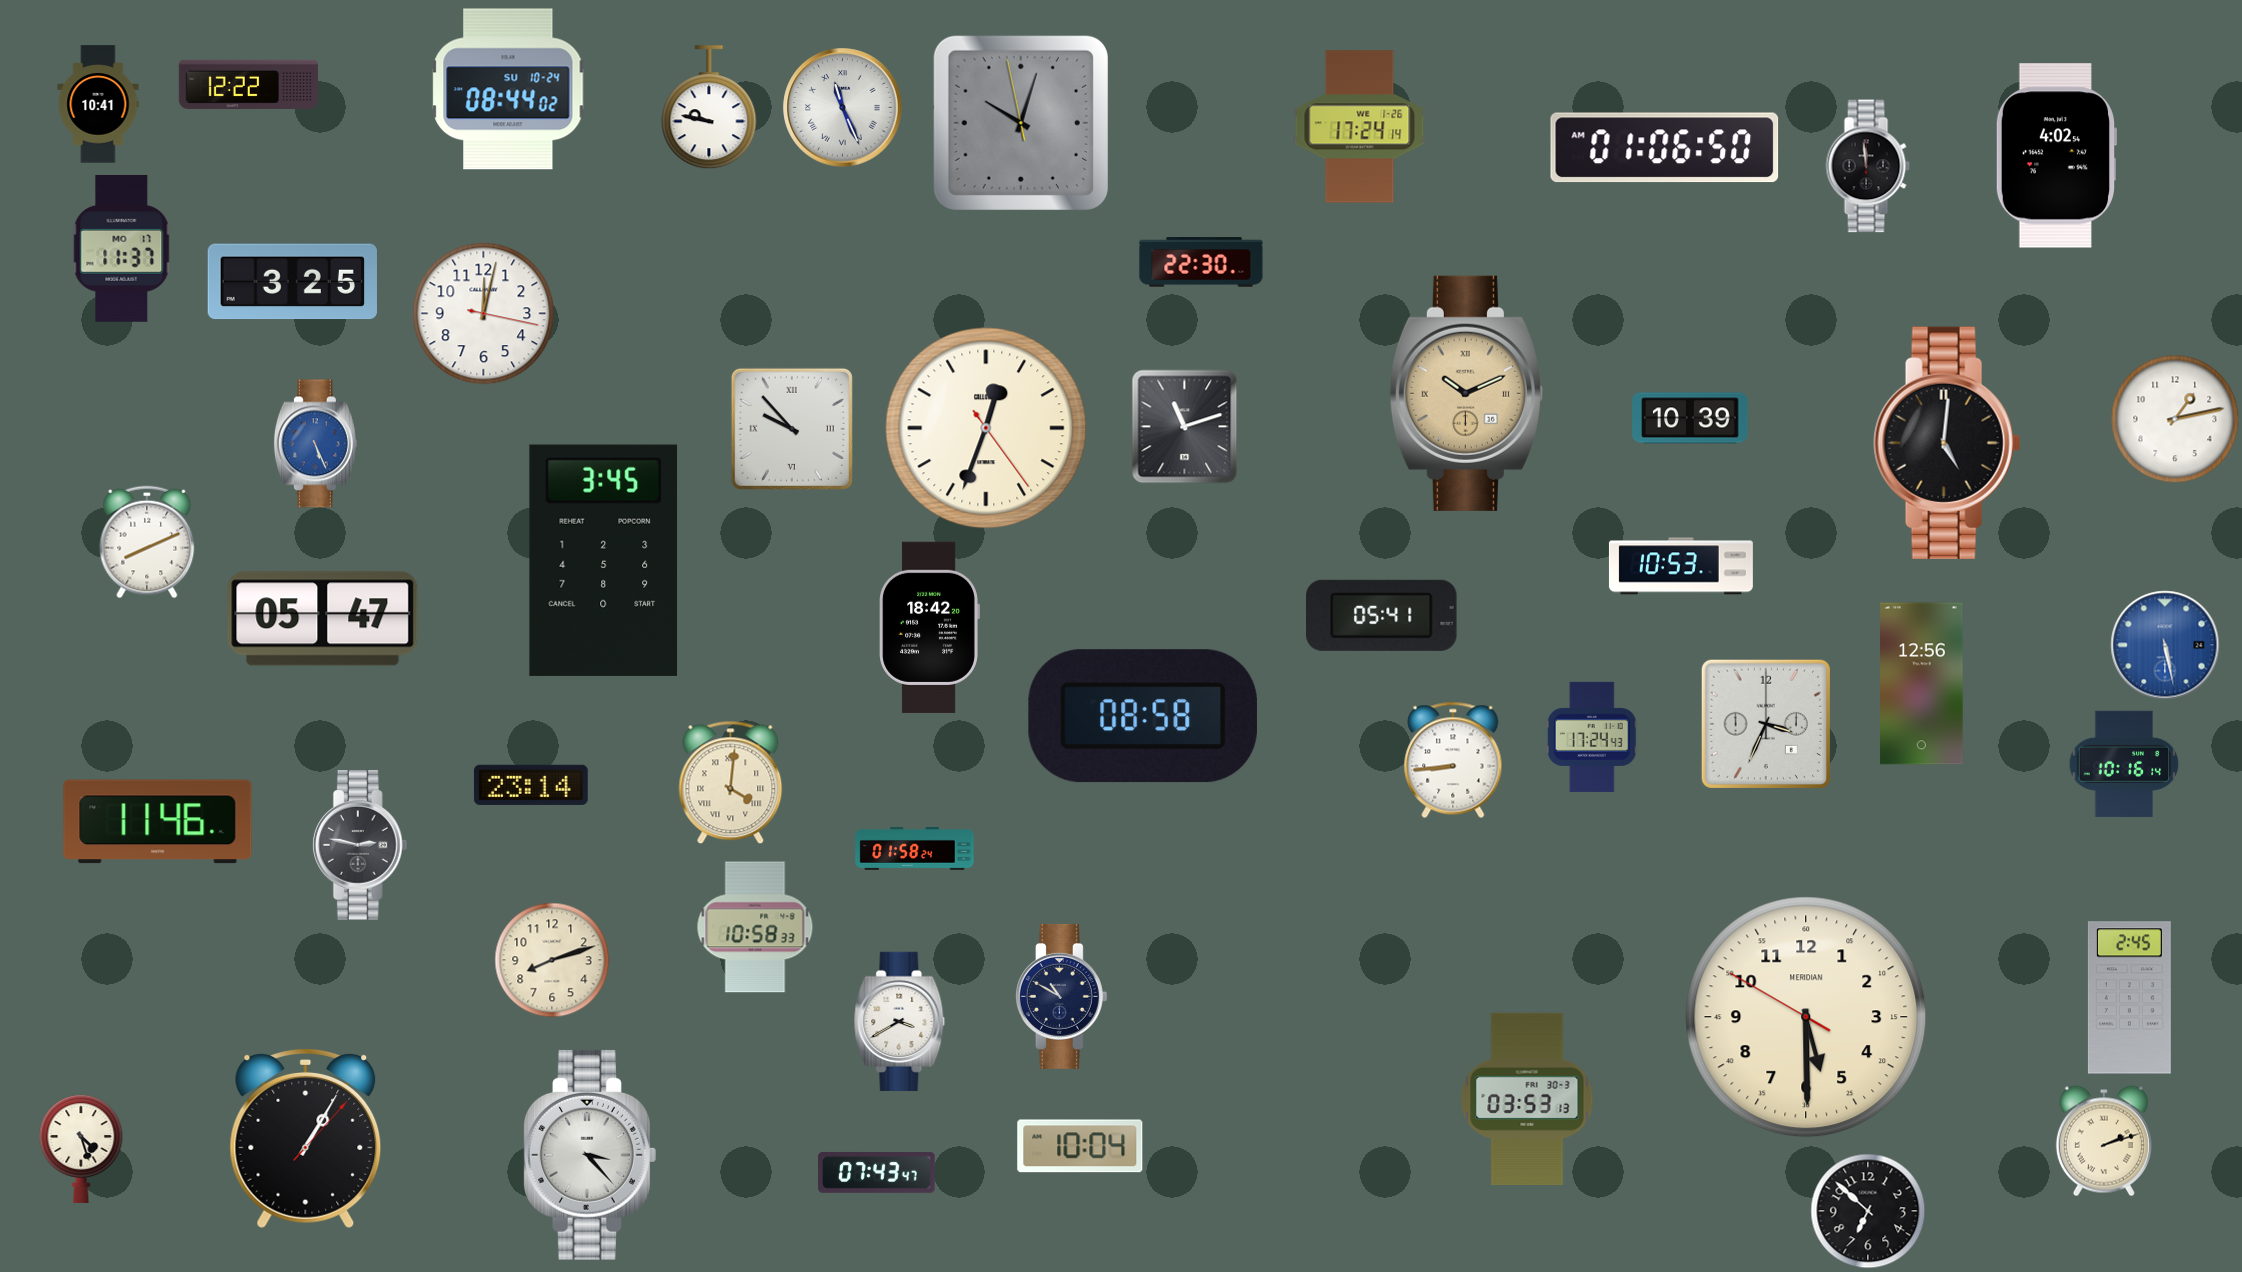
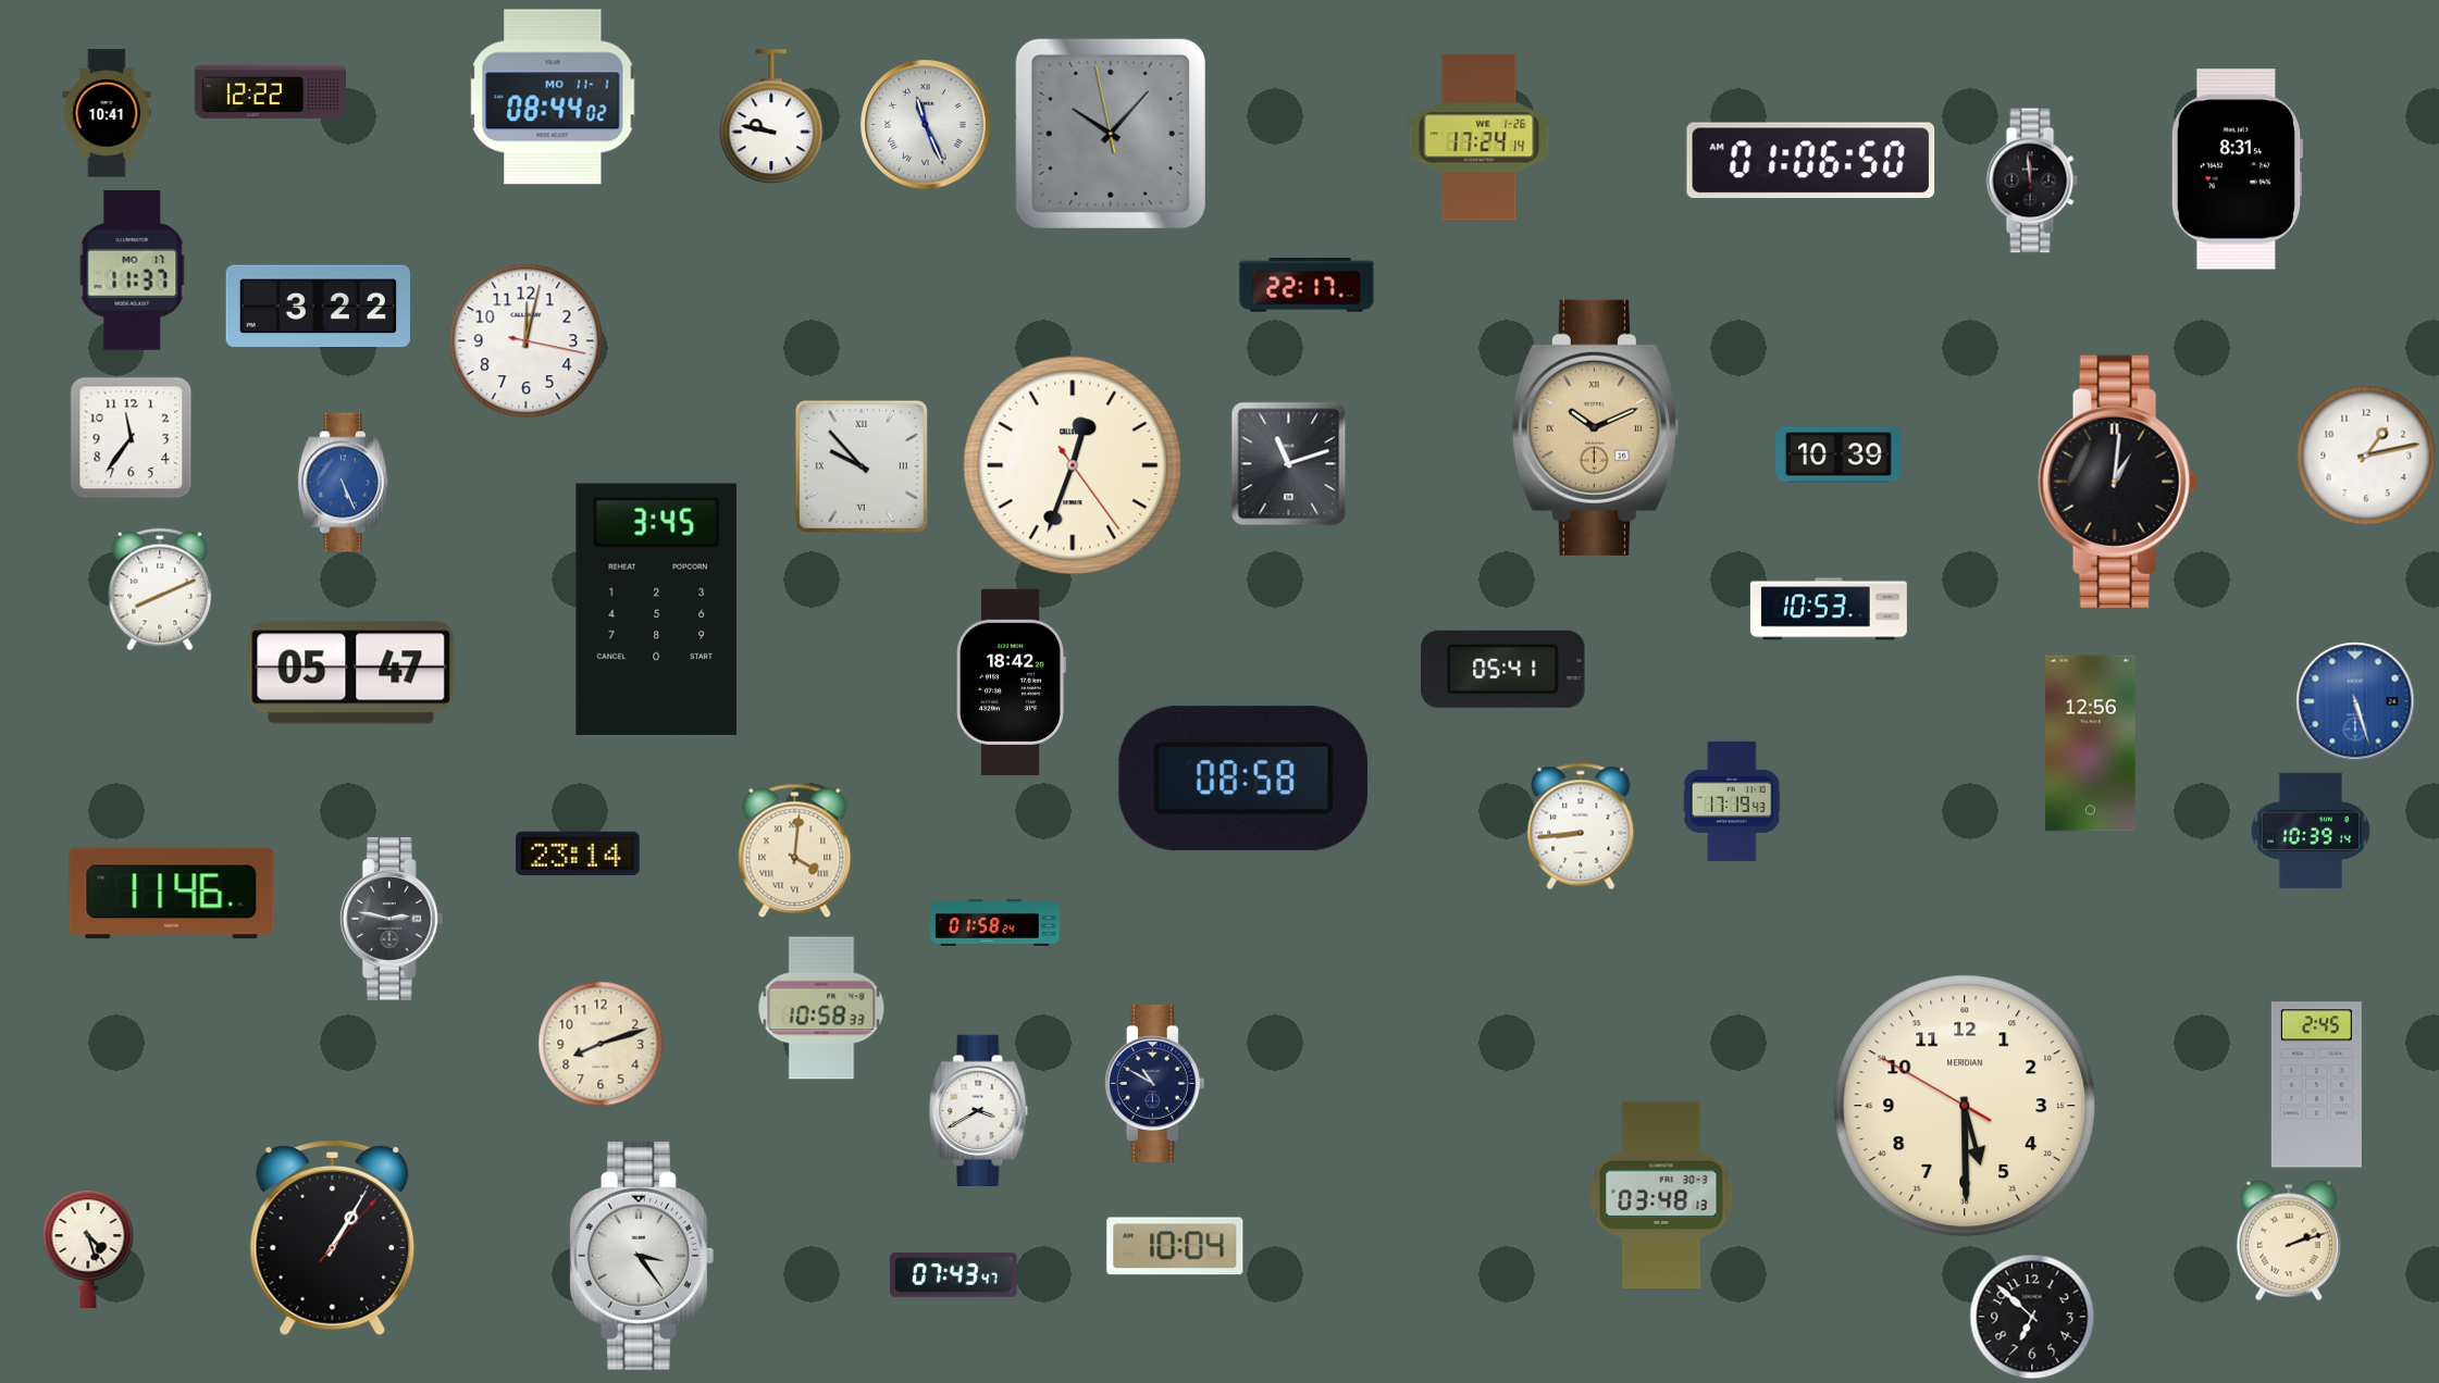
clock at (508, 89) date: SU 10-24 -> MO 11-1
clock at (843, 108) position: (843, 108) -> (926, 125)
clock at (1021, 123): 10:02 -> 10:06
clock at (2055, 156): 4:02 -> 8:31
clock at (1201, 262): 22:30 -> 22:17
clock at (292, 282): 3:25 -> 3:22
clock at (132, 438): none -> 11:36
clock at (1947, 443): 5:01 -> 1:01
clock at (1681, 566) position: (1681, 566) -> (1829, 609)
clock at (2165, 645): 5:28 -> 5:27
clock at (1766, 724): 3:34 -> none
clock at (1592, 737): 17:24 -> 17:19
clock at (2124, 764): 10:16 -> 10:39
clock at (1527, 1099): 03:53 -> 03:48
clock at (590, 1155): 3:23 -> 3:24
